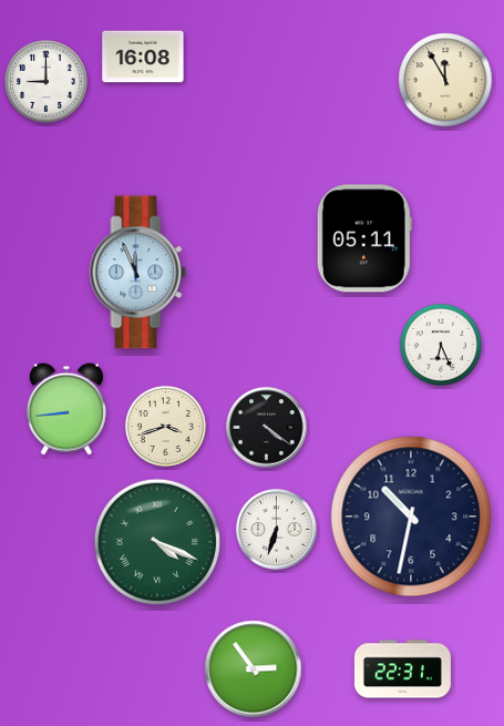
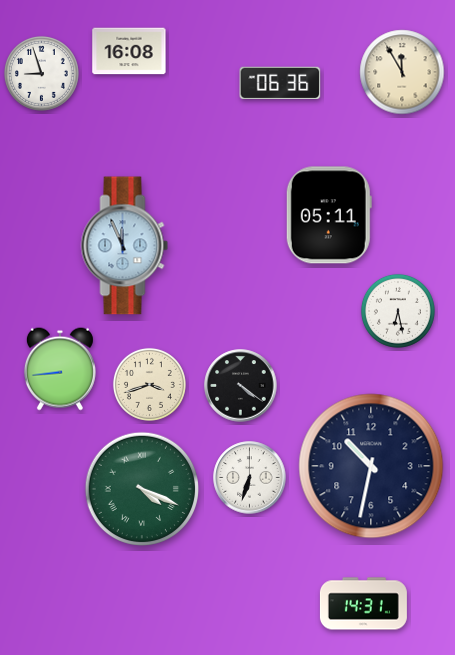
clock at (45, 81): 9:00 -> 8:57
clock at (280, 82): none -> 06:36
clock at (441, 345): 6:26 -> 6:28
clock at (254, 669): 2:54 -> none
clock at (402, 669): 22:31 -> 14:31
